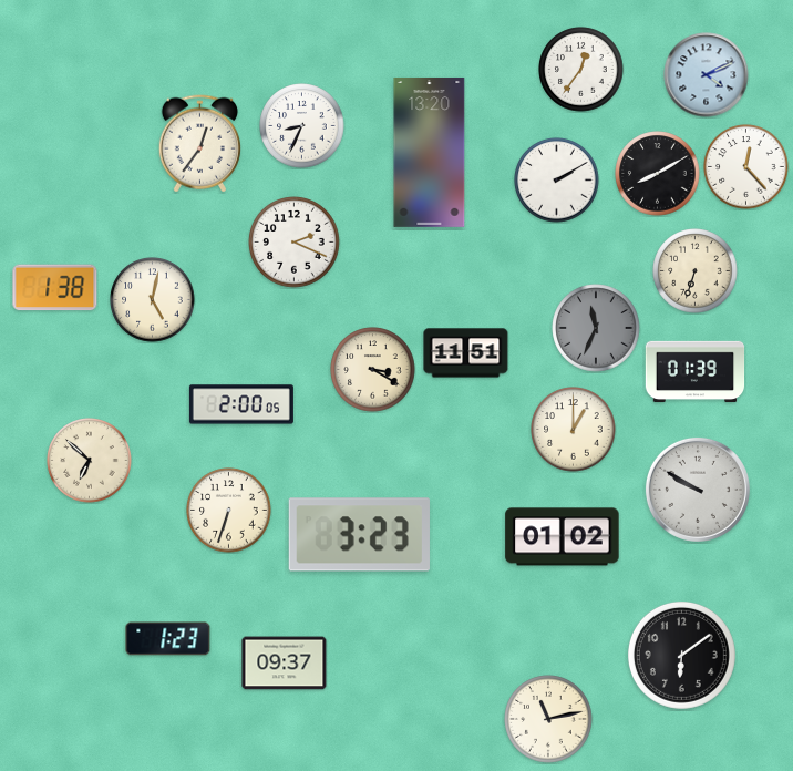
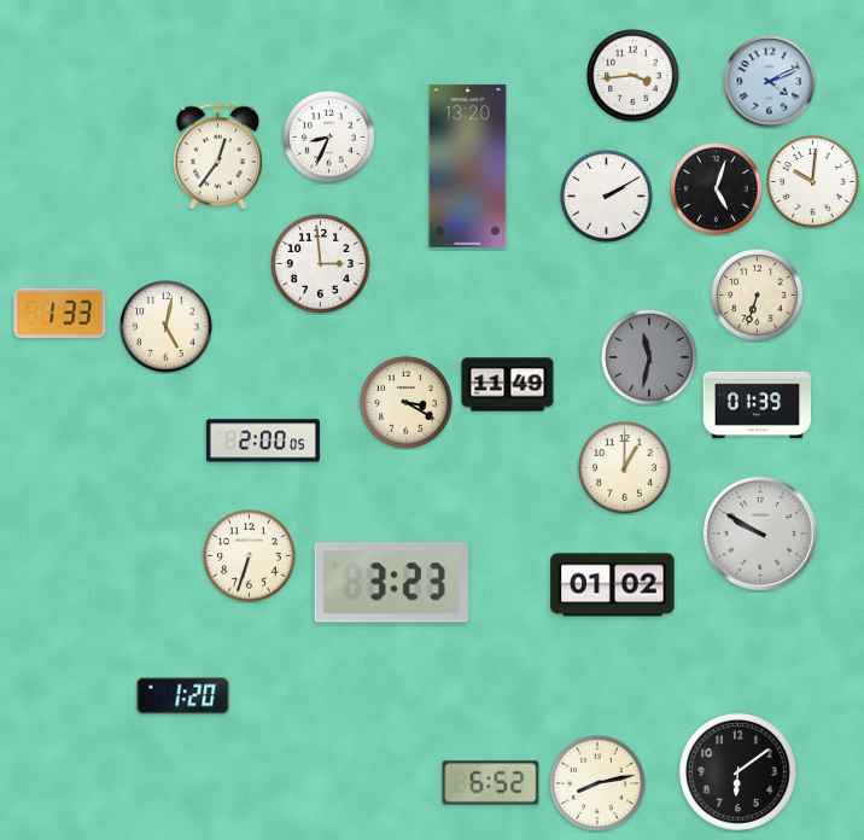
clock at (581, 70): 12:36 -> 3:44
clock at (746, 167): 12:23 -> 10:01
clock at (658, 174): 8:10 -> 5:03
clock at (295, 243): 2:19 -> 2:59
clock at (55, 288): 1:38 -> 1:33
clock at (596, 328): 11:34 -> 11:32
clock at (466, 353): 11:51 -> 11:49
clock at (90, 461): 6:52 -> none
clock at (168, 639): 1:23 -> 1:20
clock at (681, 655) position: (681, 655) -> (737, 771)
clock at (285, 664): 09:37 -> none
clock at (491, 783): none -> 6:52
clock at (548, 719): 11:13 -> 8:13
